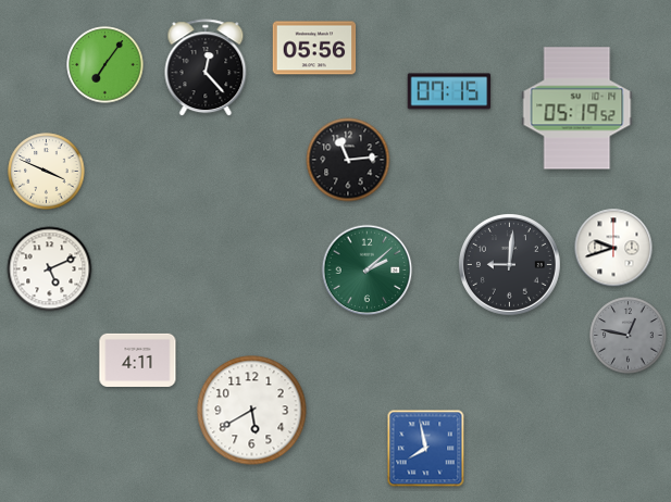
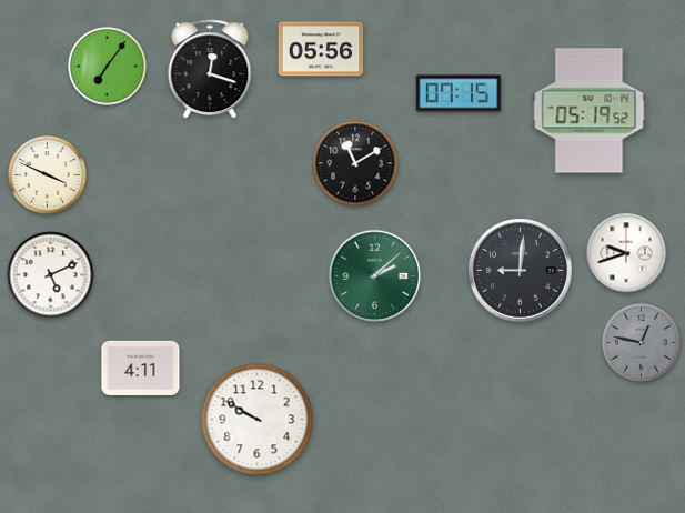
clock at (206, 68): 12:23 -> 12:18
clock at (348, 160): 11:14 -> 11:10
clock at (252, 411): 5:40 -> 9:50
clock at (426, 449): 7:58 -> none
